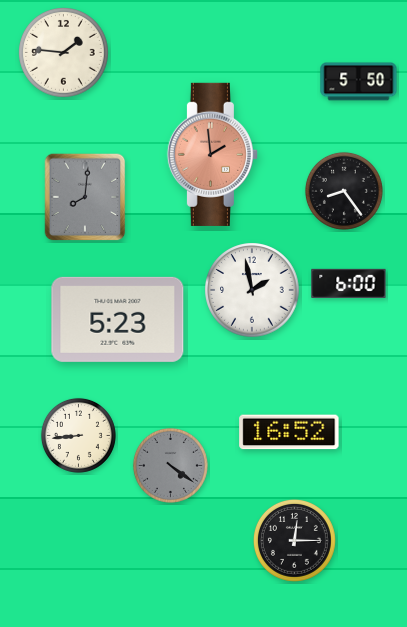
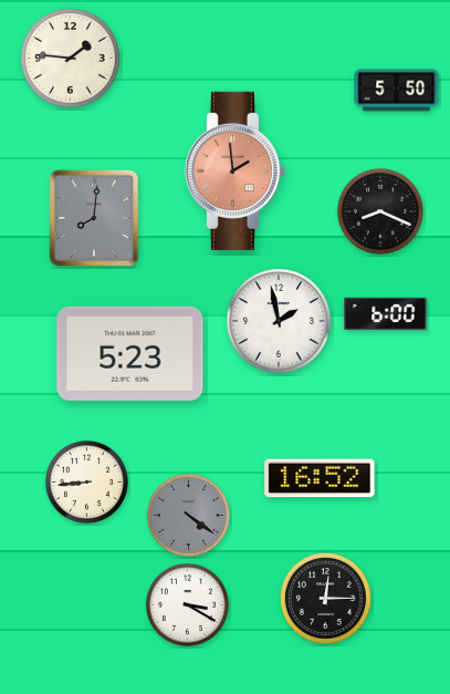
clock at (344, 191): 8:24 -> 8:19
clock at (187, 604): none -> 3:20
